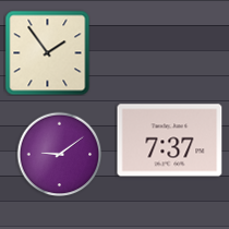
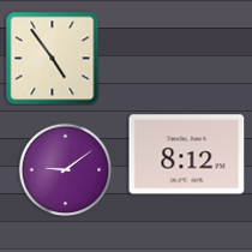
clock at (47, 52): 1:54 -> 4:54
clock at (170, 141): 7:37 -> 8:12
